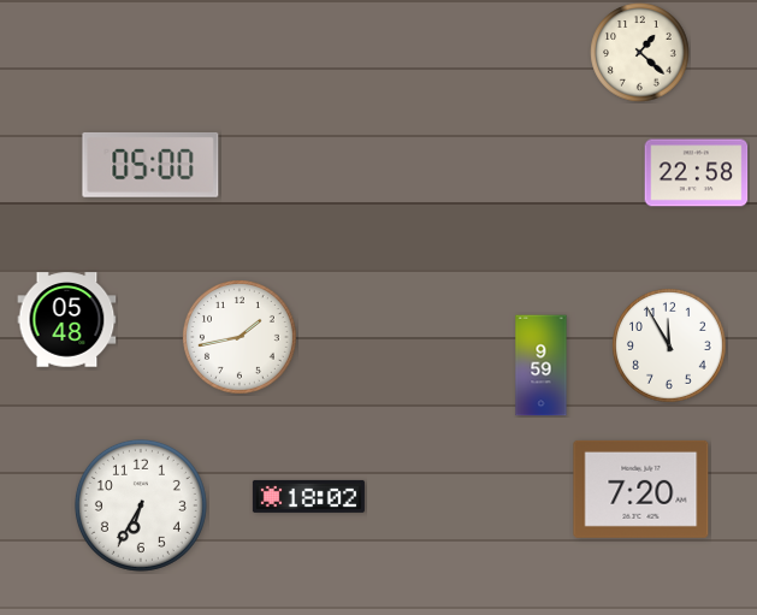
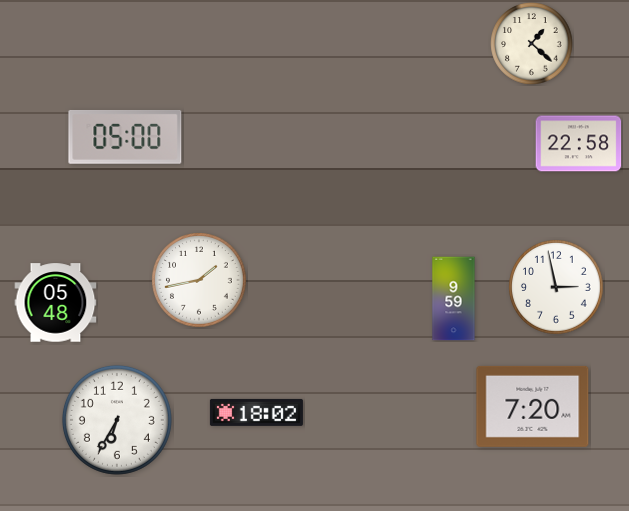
clock at (67, 320) position: (67, 320) -> (56, 303)
clock at (670, 347): 11:55 -> 2:58
clock at (542, 366) position: (542, 366) -> (454, 299)
